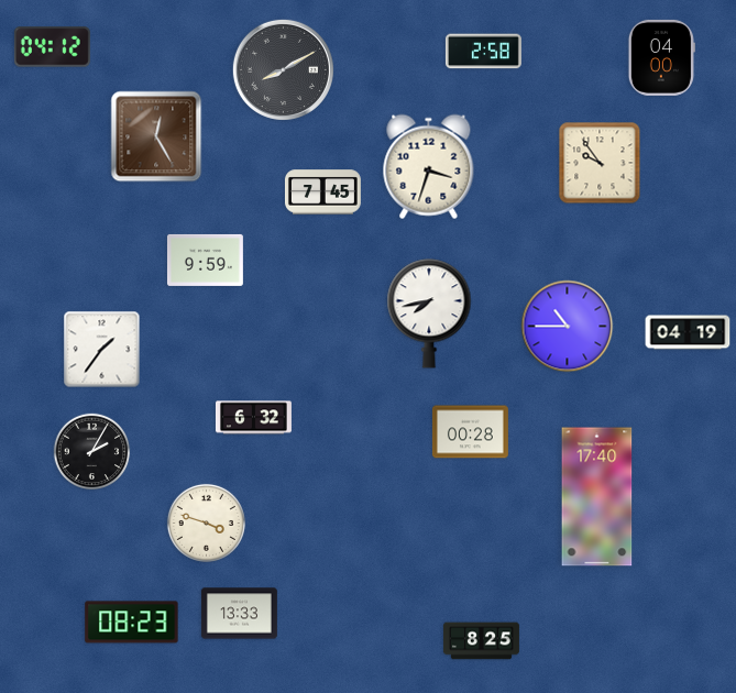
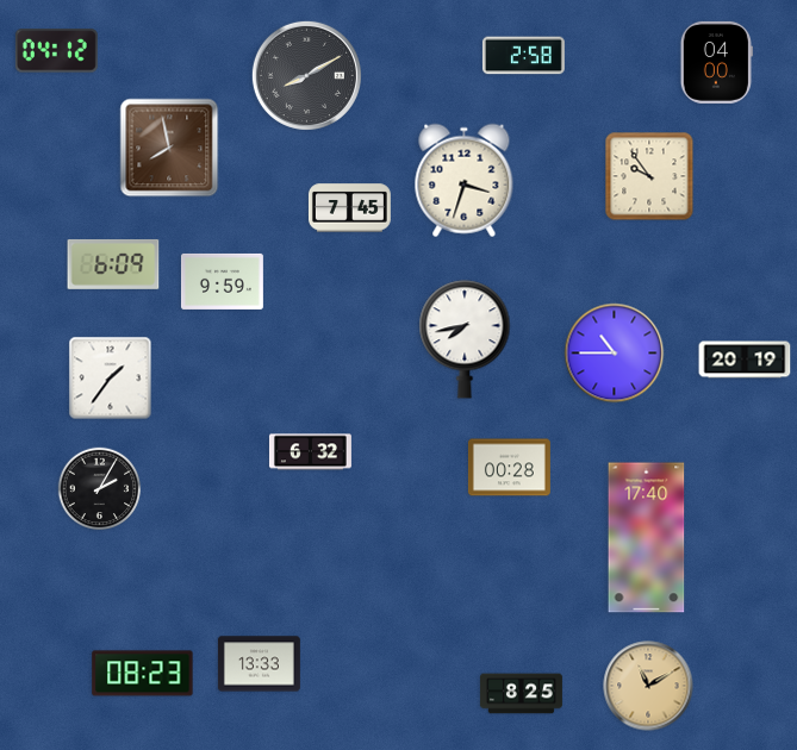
clock at (156, 136): 12:25 -> 7:58
clock at (113, 264): none -> 6:09
clock at (688, 332): 04:19 -> 20:19
clock at (253, 418) position: (253, 418) -> (310, 452)
clock at (206, 522): 3:48 -> none
clock at (648, 686): none -> 11:10
